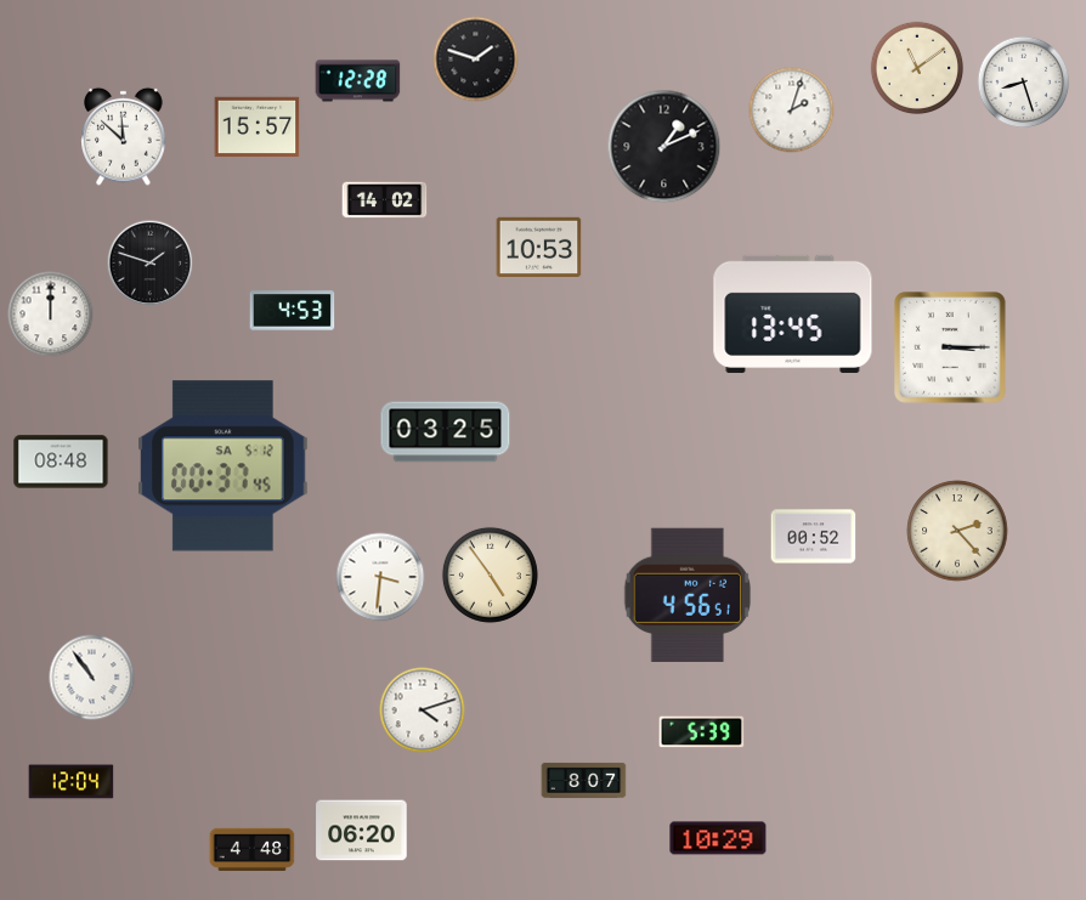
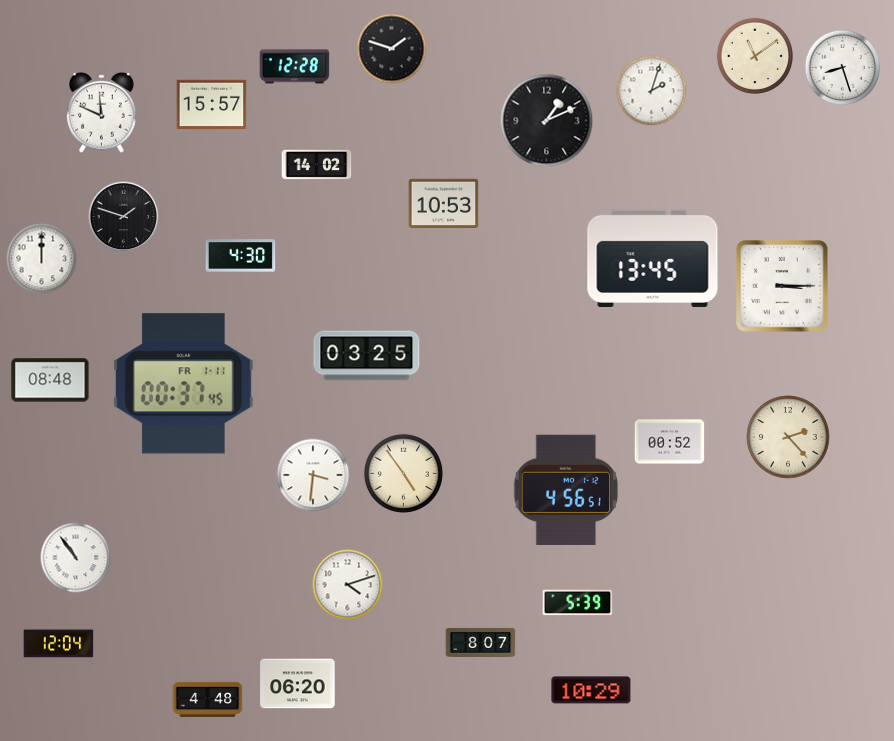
clock at (124, 136): 11:52 -> 11:49
clock at (293, 311): 4:53 -> 4:30
clock at (224, 466) date: SA 5-12 -> FR 1-11
